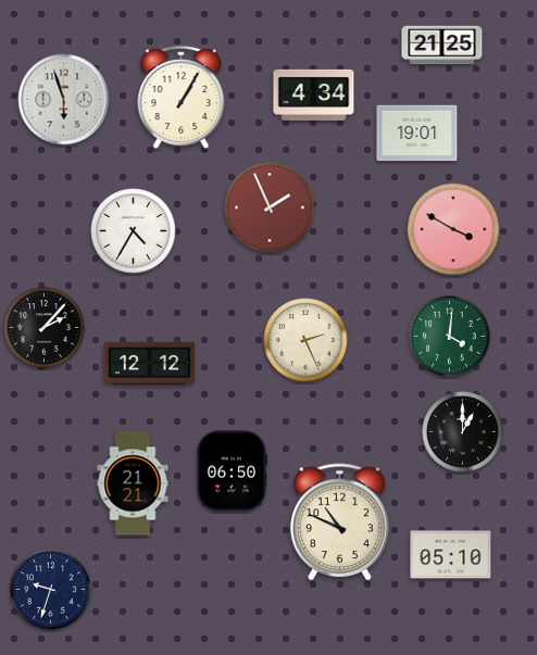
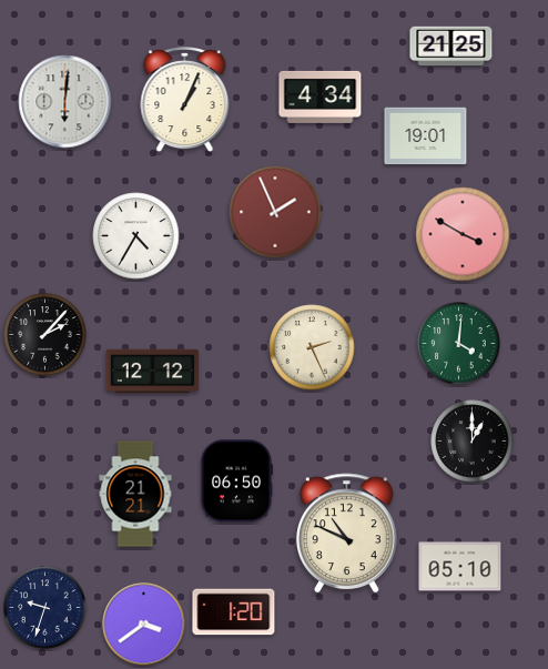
clock at (182, 99): 1:05 -> 1:04
clock at (64, 100): 5:57 -> 6:01
clock at (51, 590) position: (51, 590) -> (45, 608)
clock at (234, 612): none -> 1:20
clock at (144, 625): none -> 3:39
